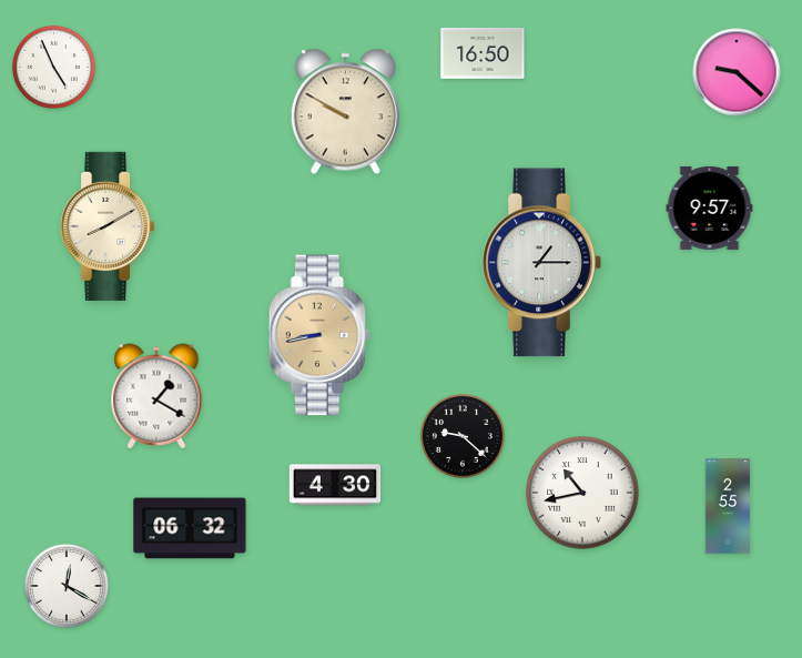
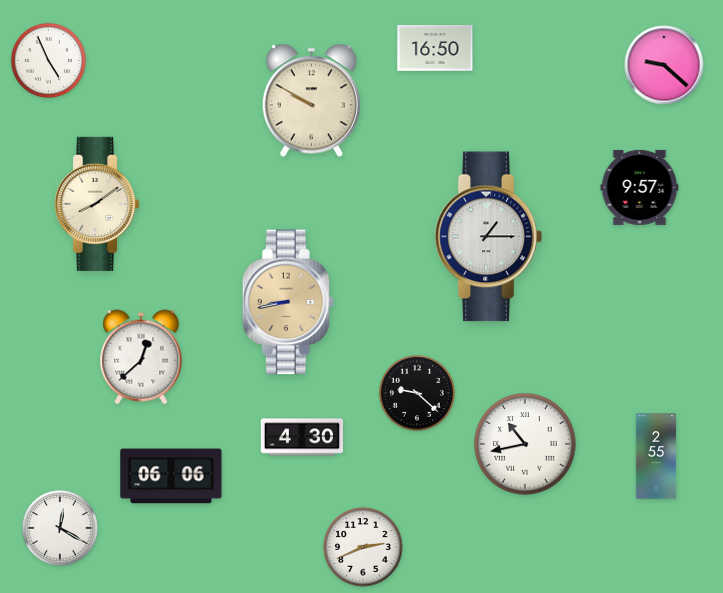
clock at (109, 226): 8:10 -> 8:09
clock at (156, 396): 1:20 -> 12:38
clock at (190, 528): 06:32 -> 06:06
clock at (363, 547): none -> 2:41
